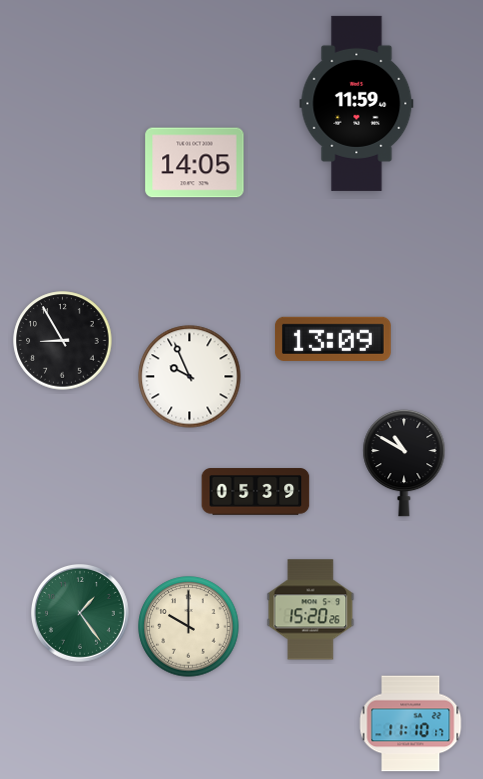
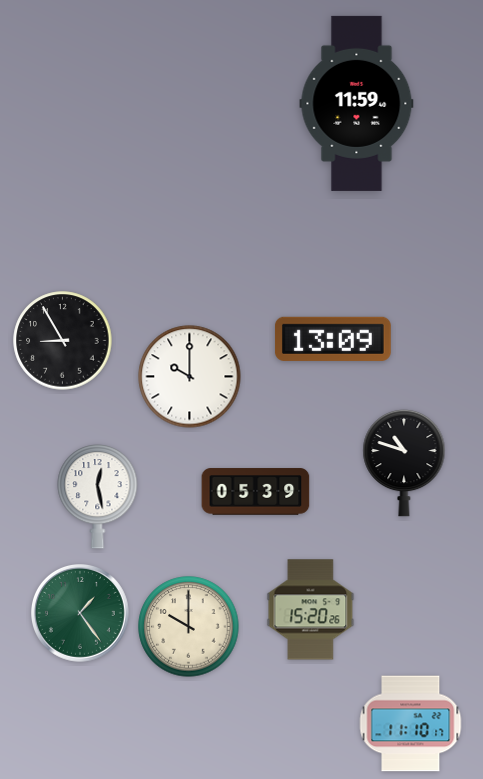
clock at (195, 163): 14:05 -> none
clock at (190, 377): 9:56 -> 10:00
clock at (404, 463): 10:50 -> 10:48
clock at (98, 496): none -> 12:28
